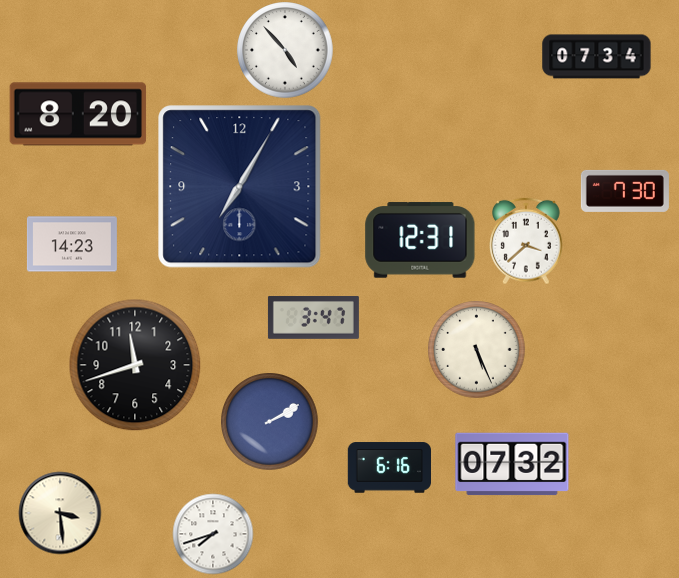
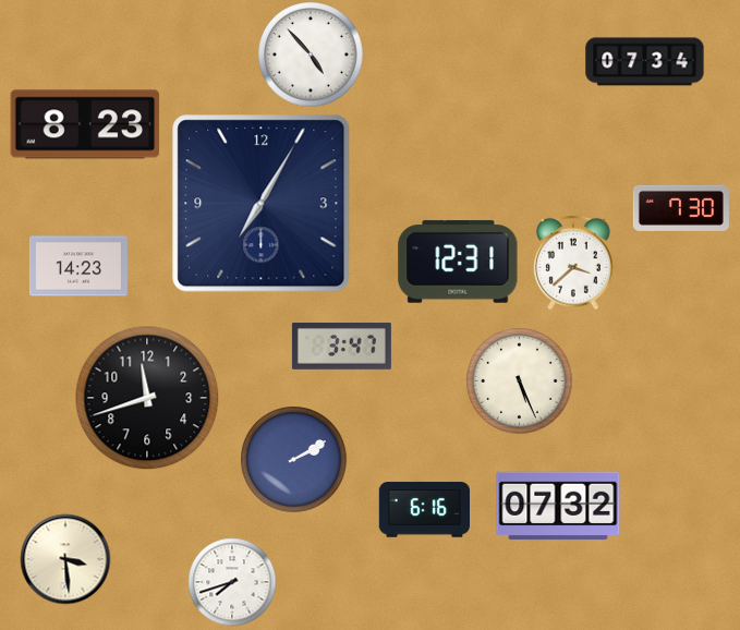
clock at (597, 57) position: (597, 57) -> (645, 62)
clock at (78, 114): 8:20 -> 8:23
